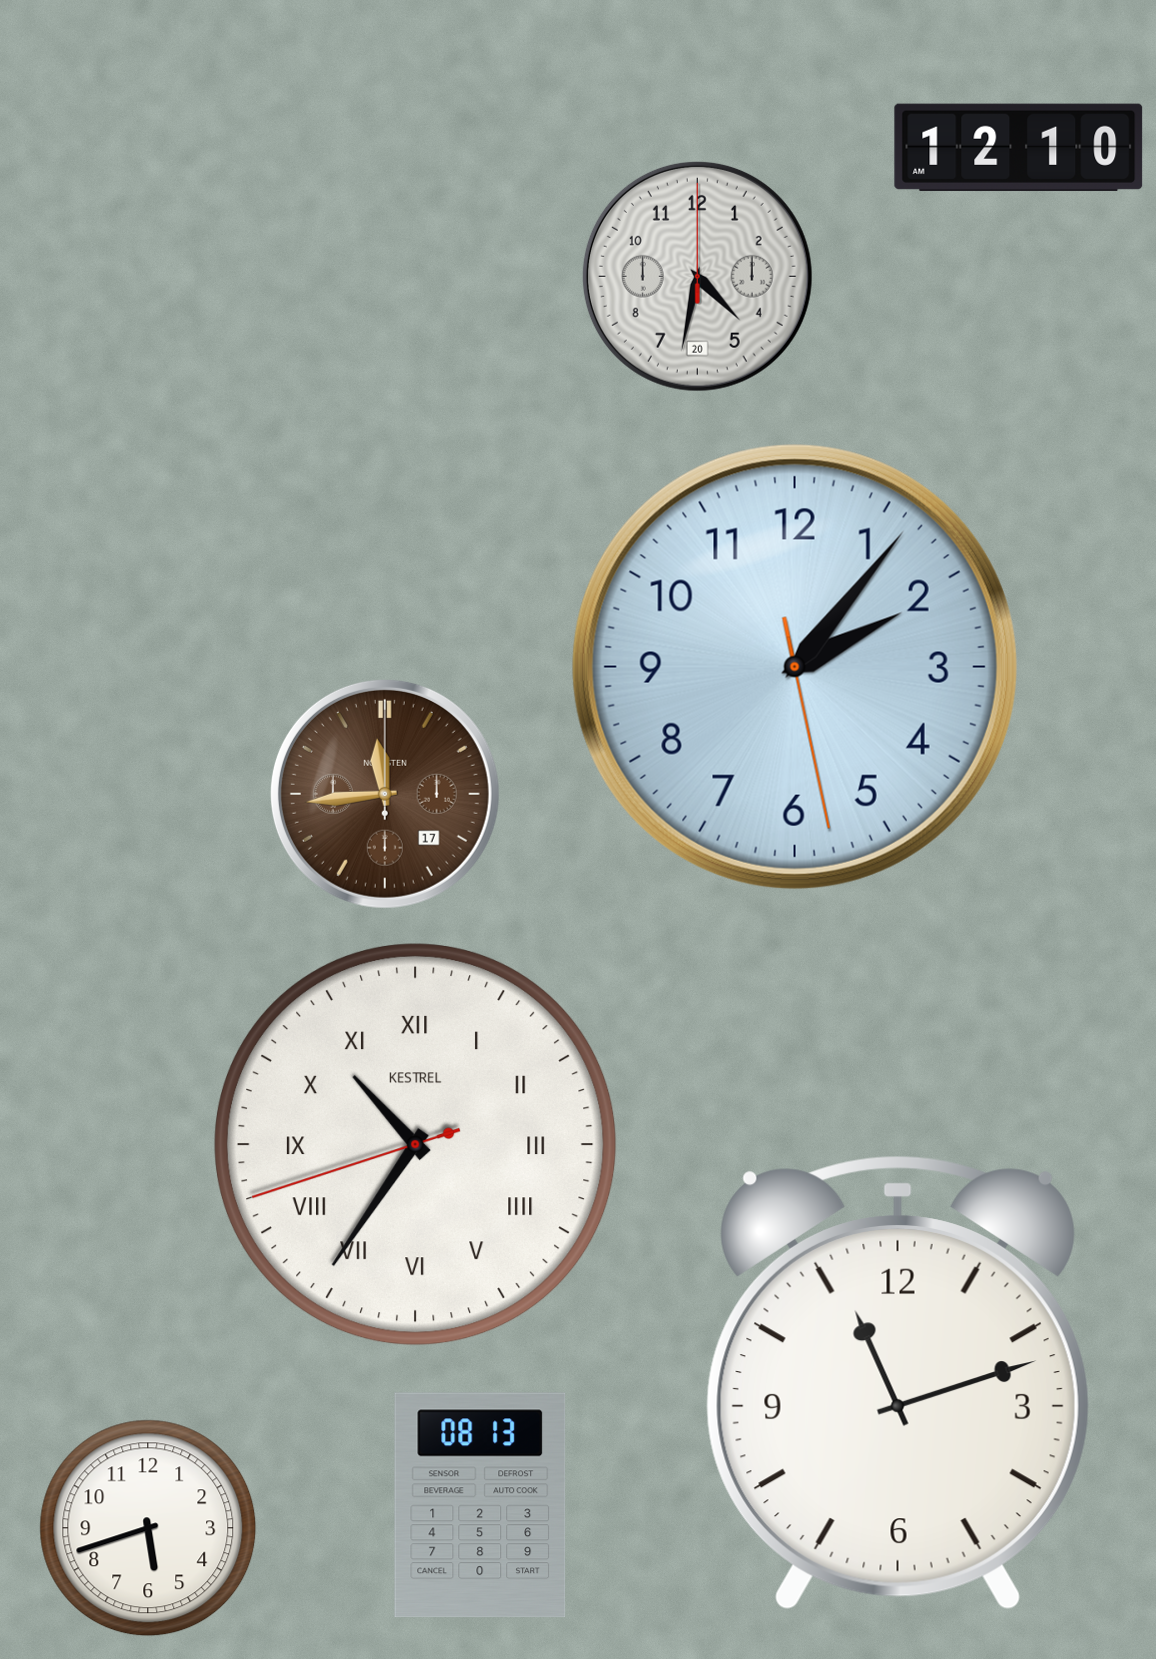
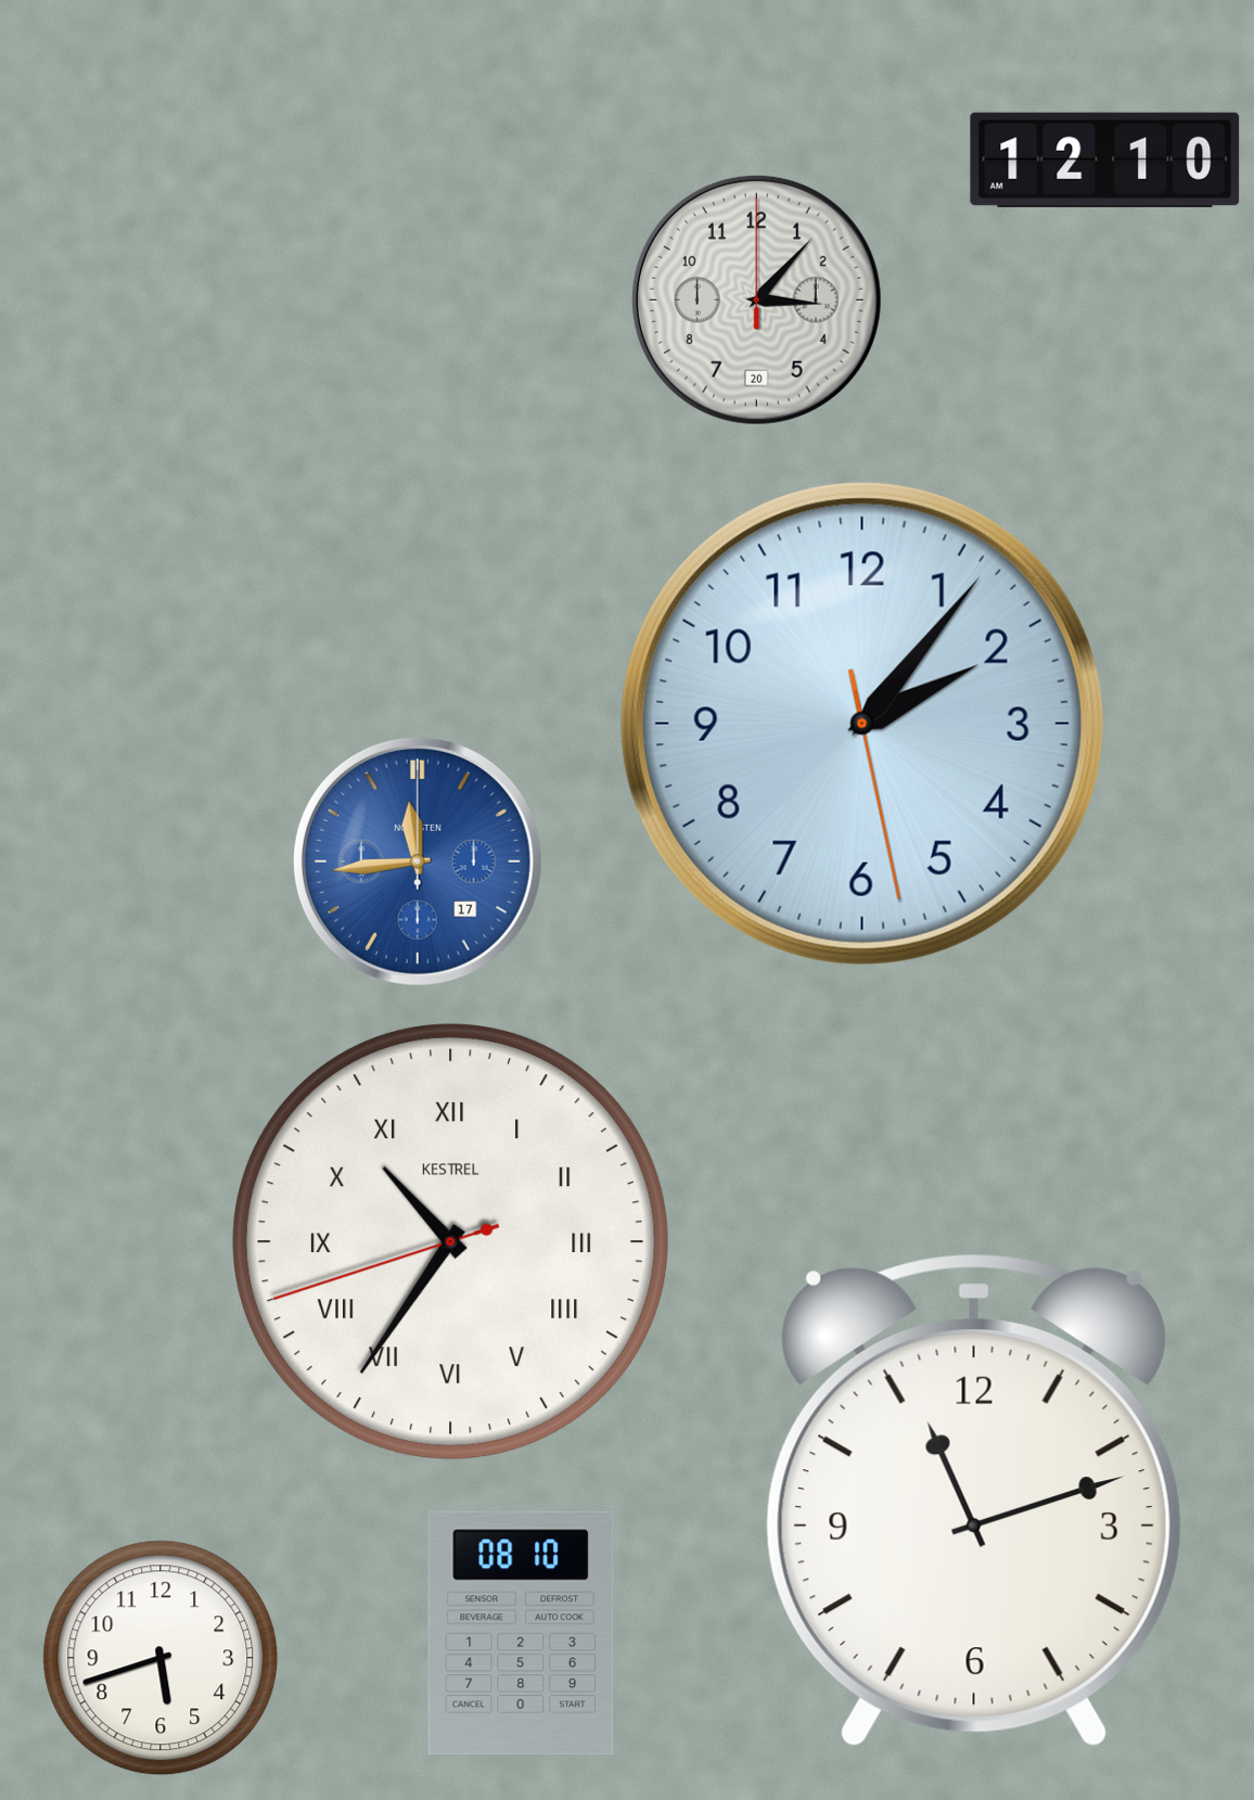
clock at (697, 276): 4:32 -> 3:07
clock at (385, 794) dial: brown -> blue
clock at (480, 1505): 08:13 -> 08:10
